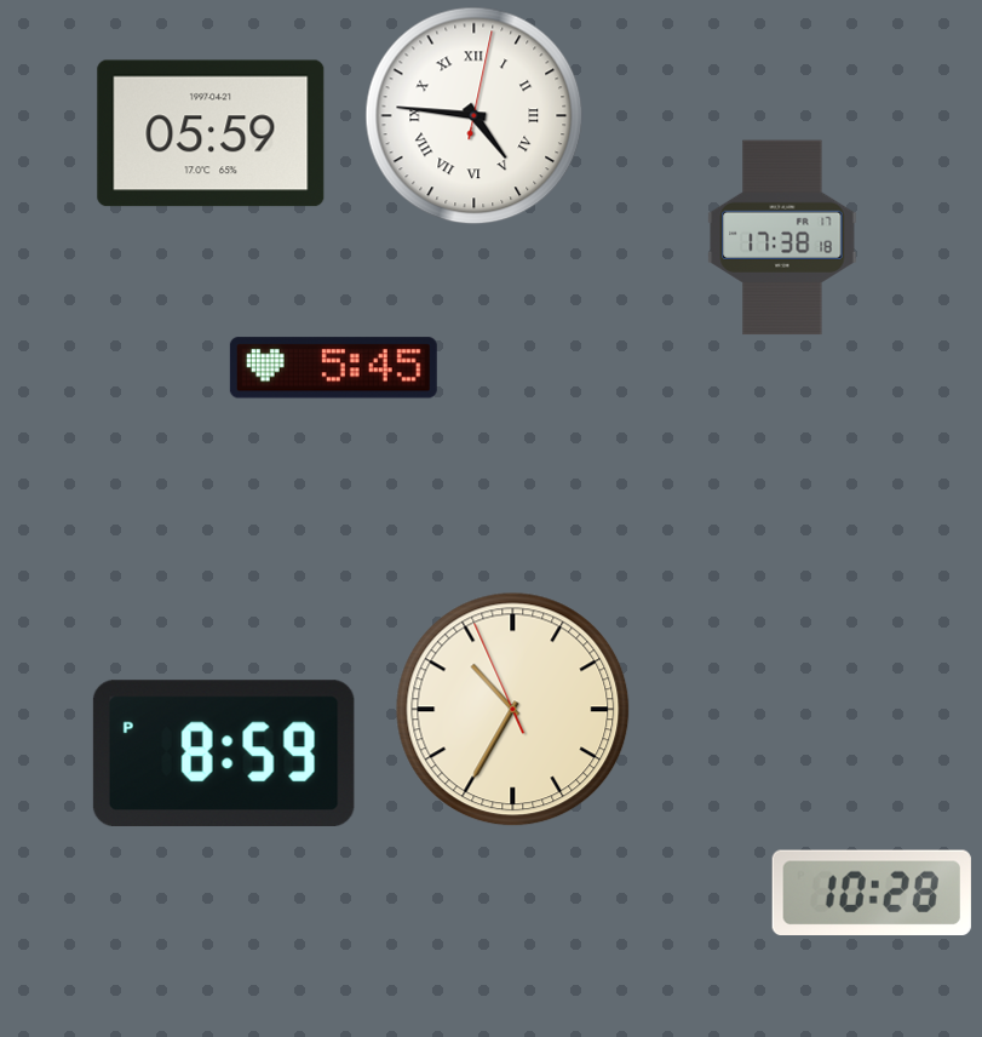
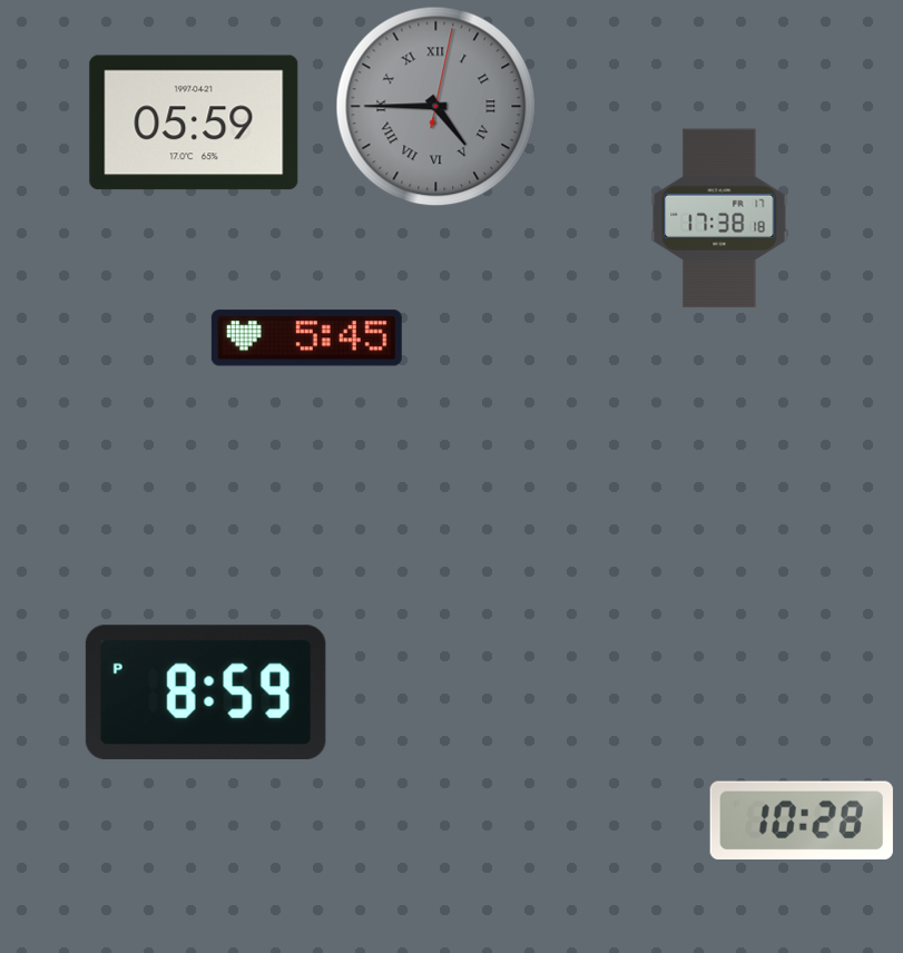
clock at (475, 116): 4:46 -> 4:45
clock at (475, 116) dial: white -> grey
clock at (513, 710): 10:34 -> none
